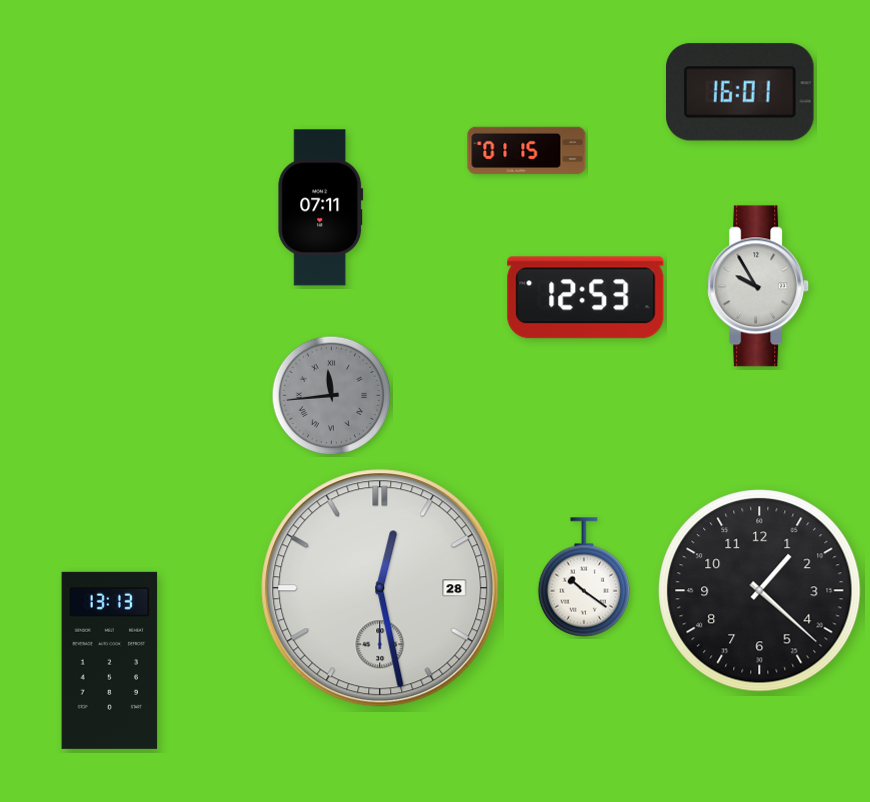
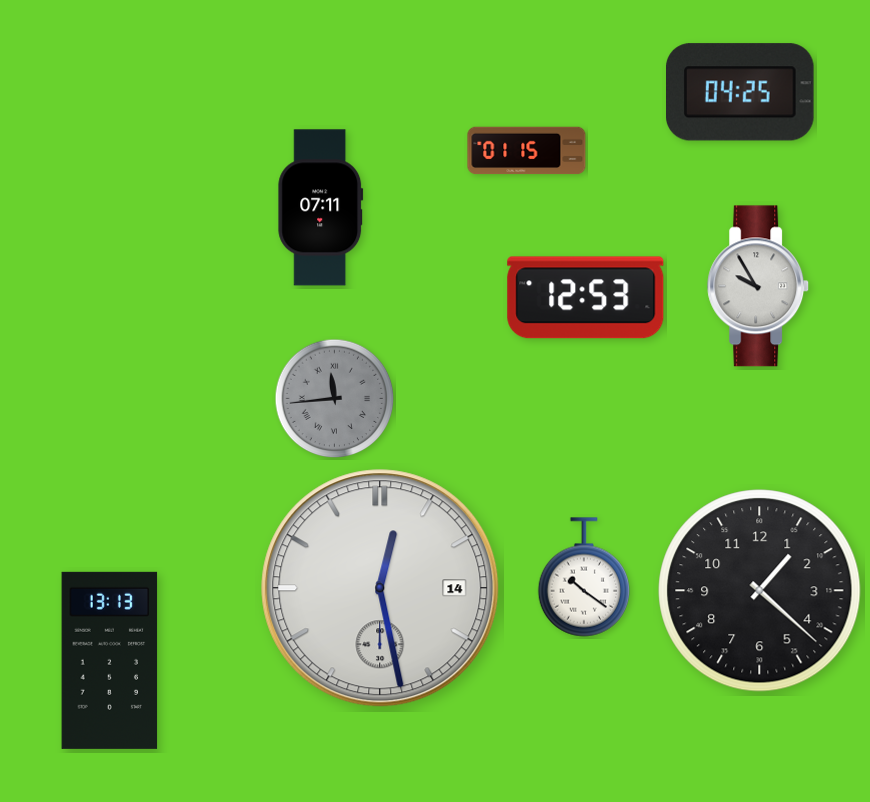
clock at (740, 92): 16:01 -> 04:25
clock at (332, 396) position: (332, 396) -> (335, 399)
clock at (380, 588) date: 28 -> 14
